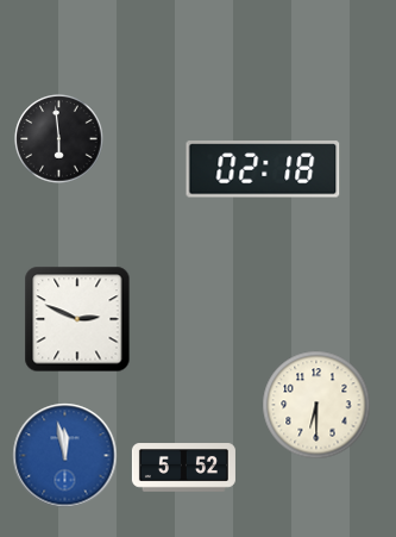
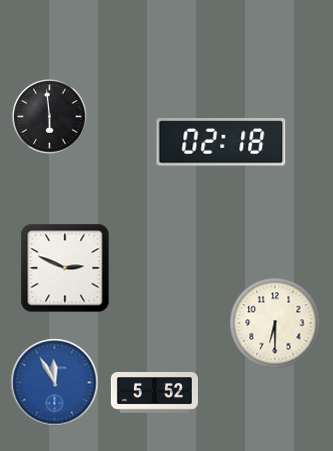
clock at (316, 405) position: (316, 405) -> (275, 323)
clock at (65, 456): 11:58 -> 11:55
